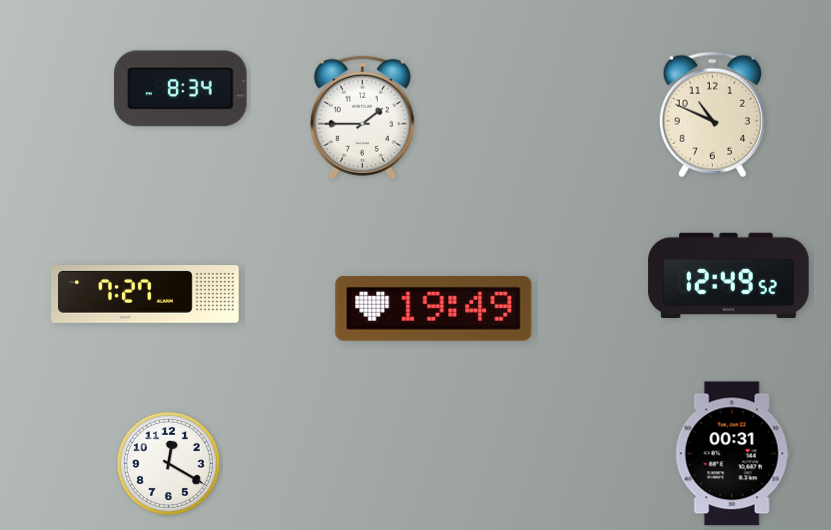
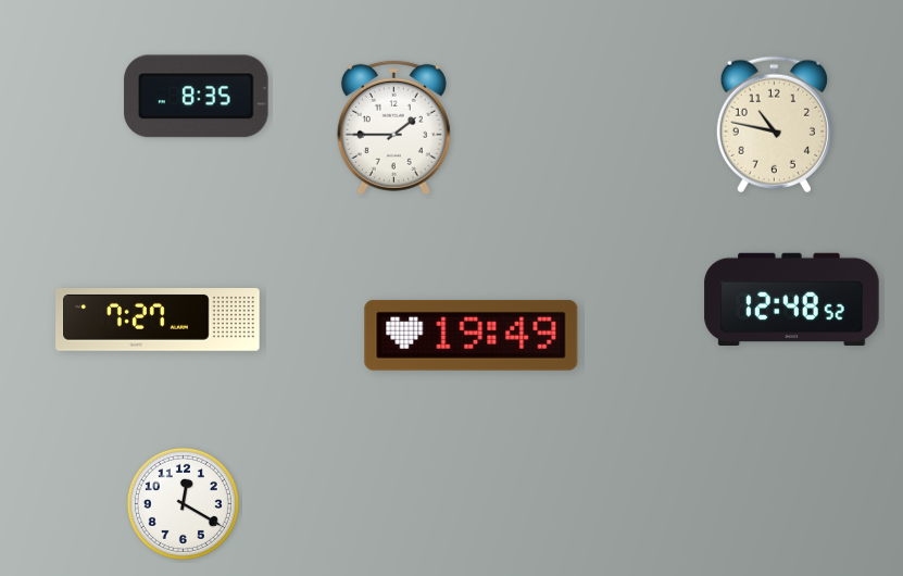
clock at (181, 89): 8:34 -> 8:35
clock at (712, 115): 10:49 -> 10:47
clock at (729, 275): 12:49 -> 12:48
clock at (732, 454): 00:31 -> none
